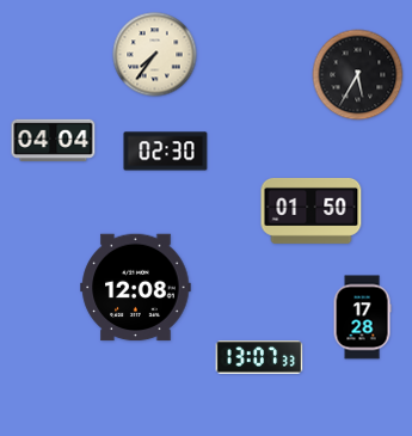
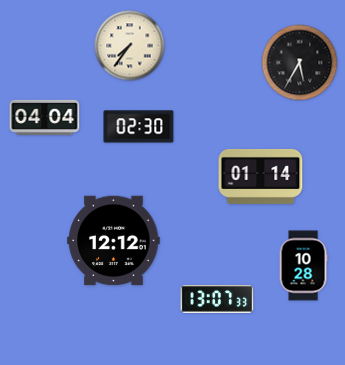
clock at (312, 210): 01:50 -> 01:14
clock at (136, 288): 12:08 -> 12:12
clock at (362, 318): 17:28 -> 10:28
